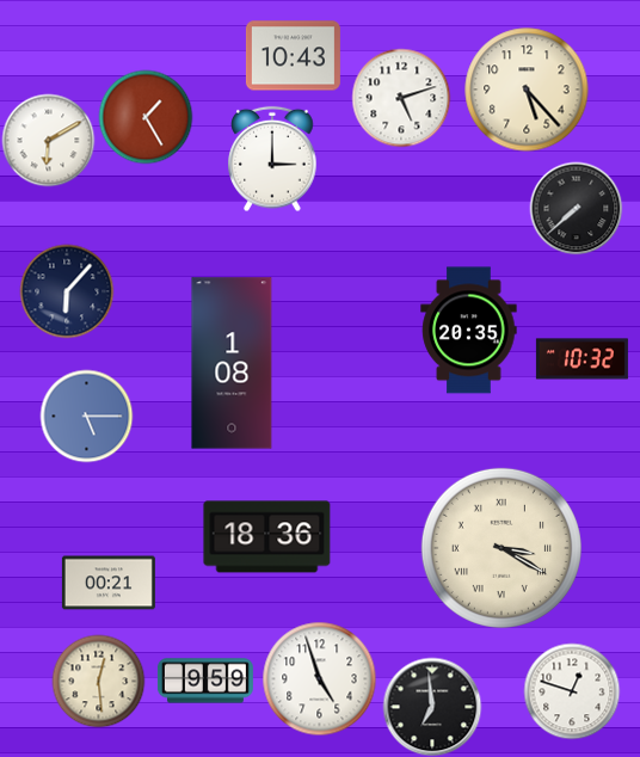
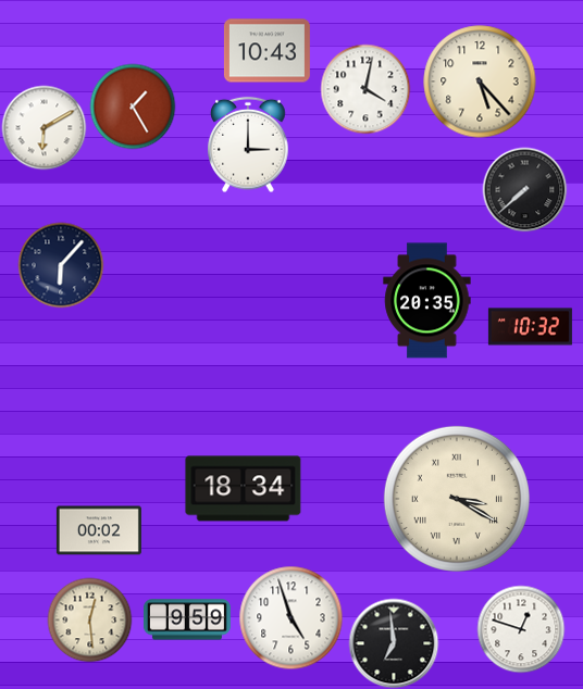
clock at (401, 98): 5:12 -> 4:02
clock at (232, 363): 1:08 -> none
clock at (86, 416): 5:15 -> none
clock at (267, 537): 18:36 -> 18:34
clock at (109, 583): 00:21 -> 00:02
